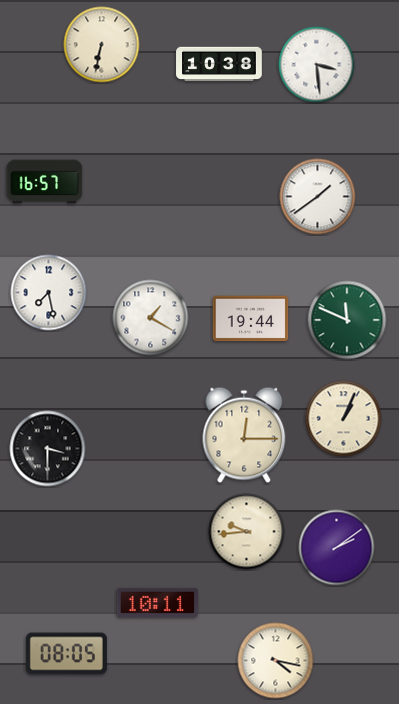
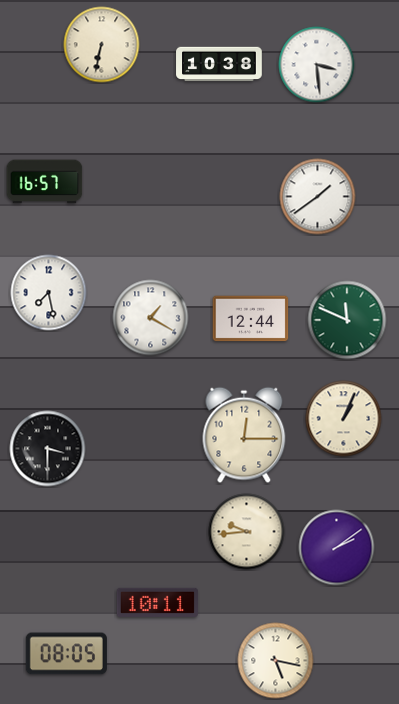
clock at (251, 319): 19:44 -> 12:44
clock at (276, 661): 4:17 -> 5:17
